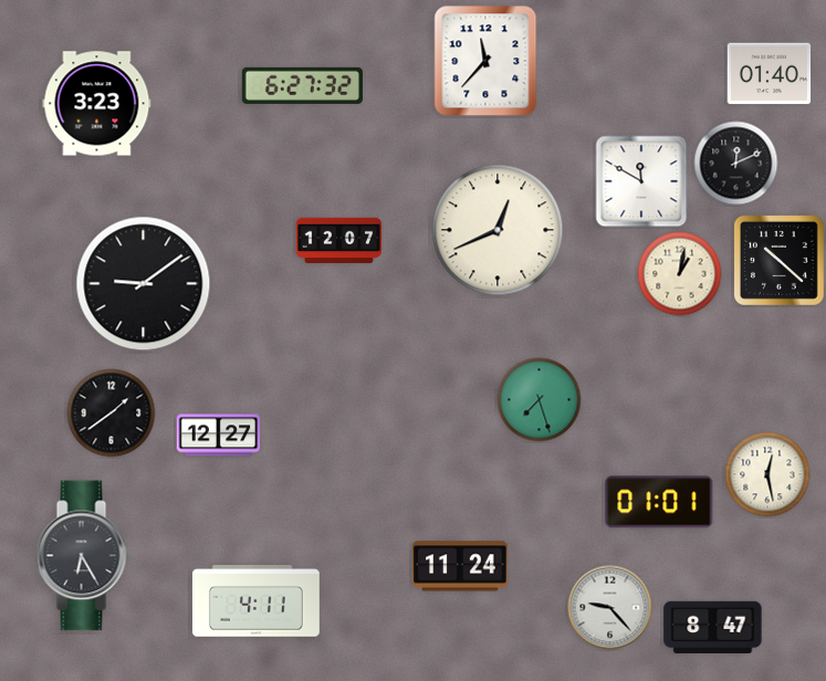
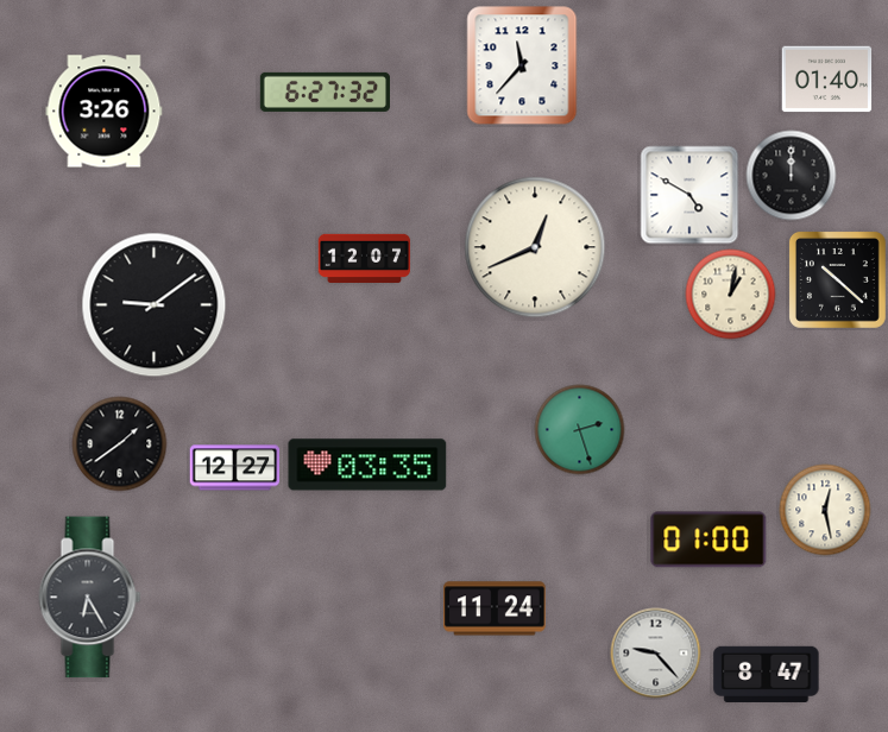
clock at (97, 104): 3:23 -> 3:26
clock at (736, 164): 12:11 -> 12:00
clock at (641, 181): 11:50 -> 4:50
clock at (540, 400): 7:27 -> 2:27
clock at (367, 465): none -> 03:35
clock at (659, 502): 01:01 -> 01:00
clock at (255, 601): 4:11 -> none
